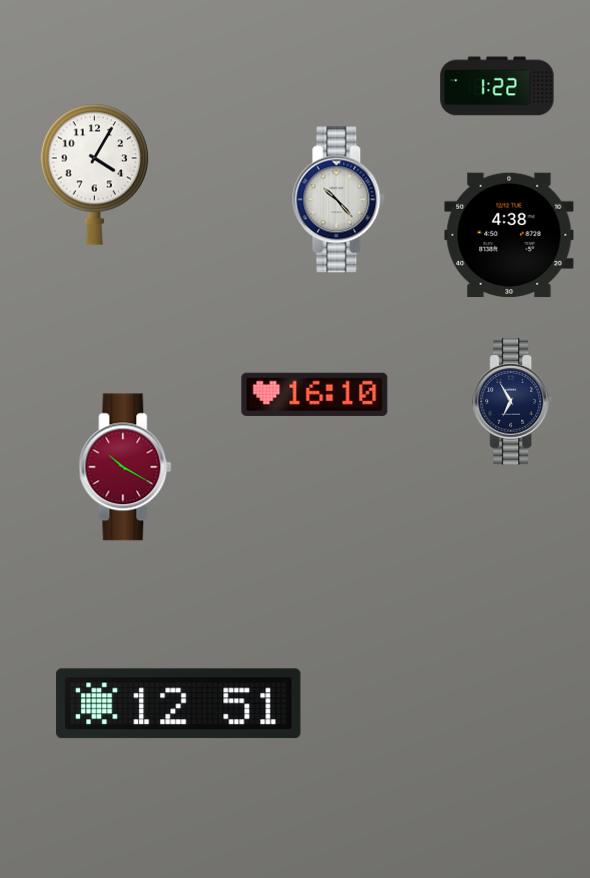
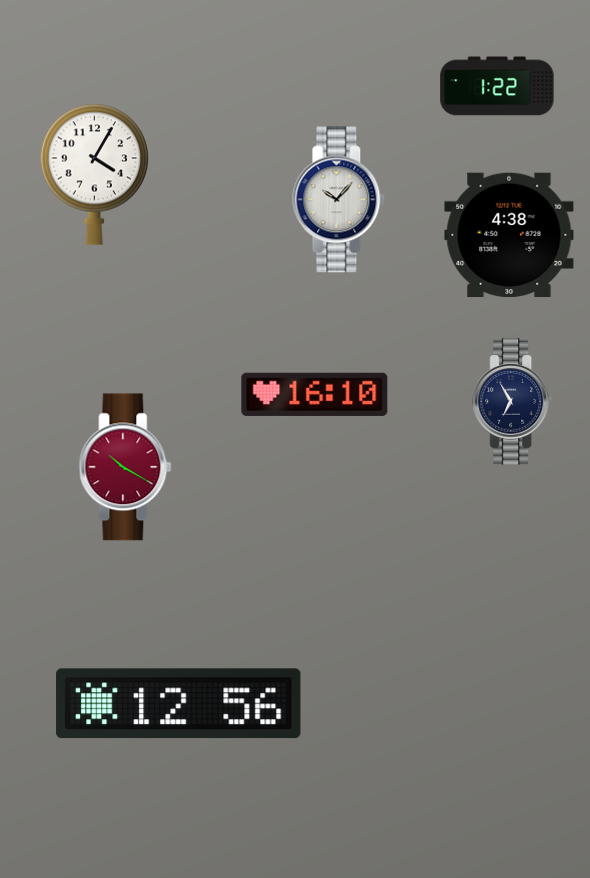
clock at (339, 200): 10:23 -> 10:07
clock at (179, 704): 12:51 -> 12:56
